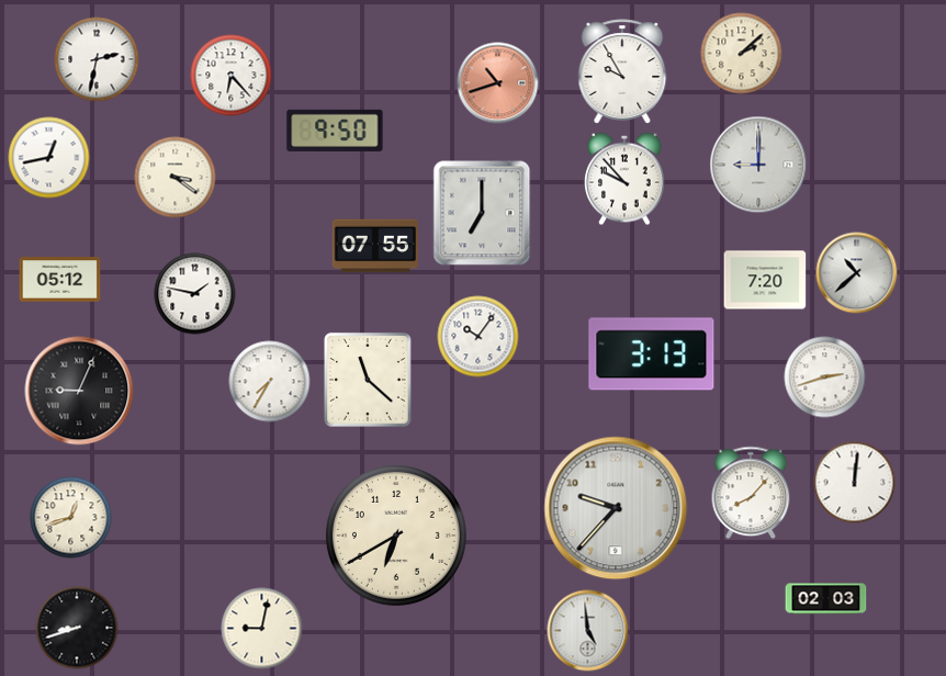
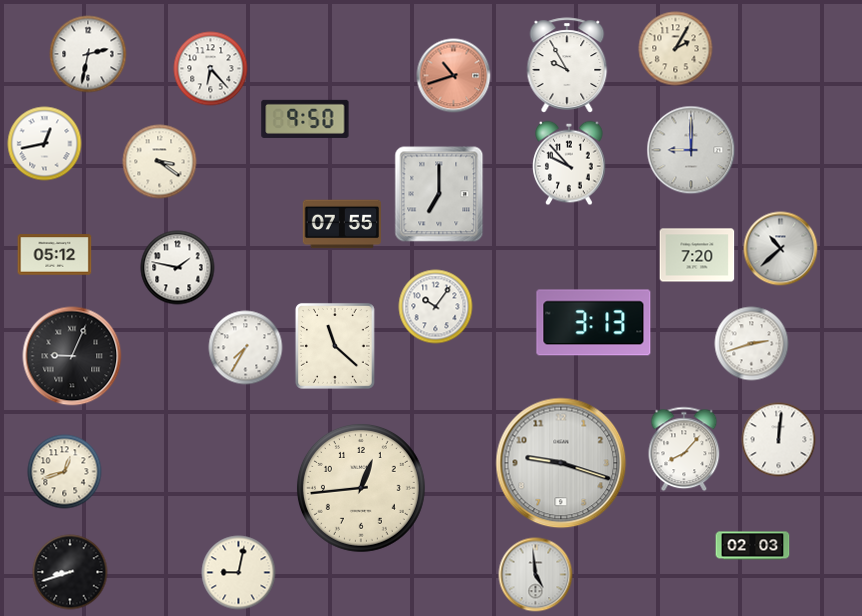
clock at (742, 54): 2:08 -> 2:05
clock at (616, 508): 9:37 -> 9:18
clock at (396, 536): 6:40 -> 12:44
